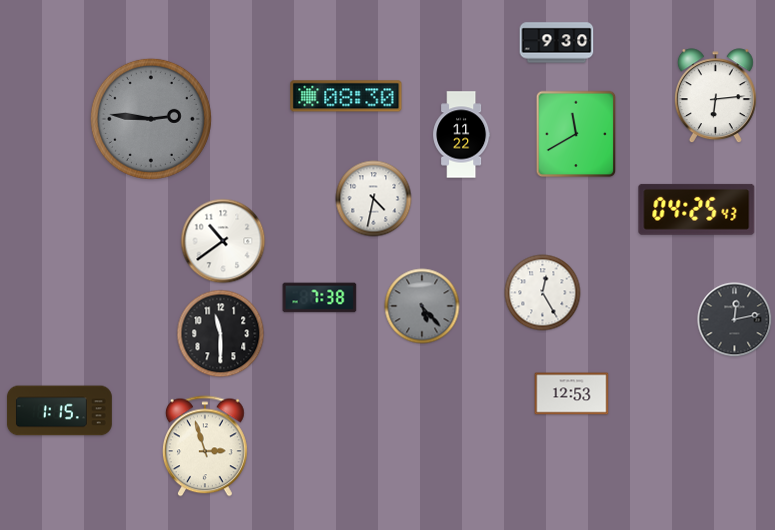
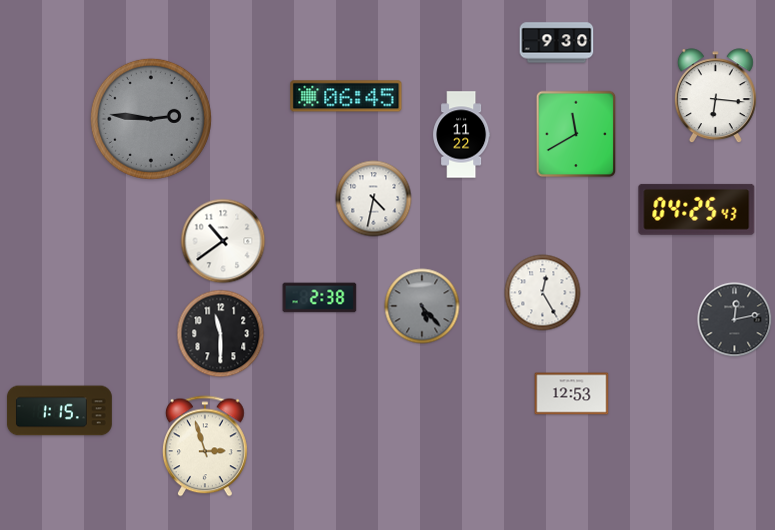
clock at (346, 96): 08:30 -> 06:45
clock at (715, 96): 6:14 -> 6:16
clock at (320, 298): 7:38 -> 2:38
